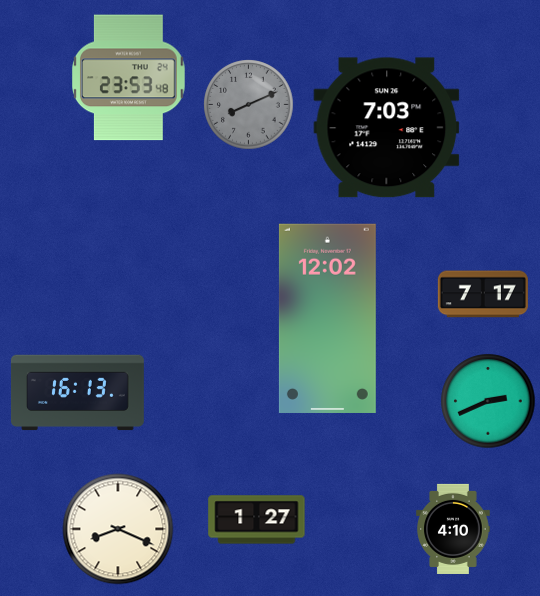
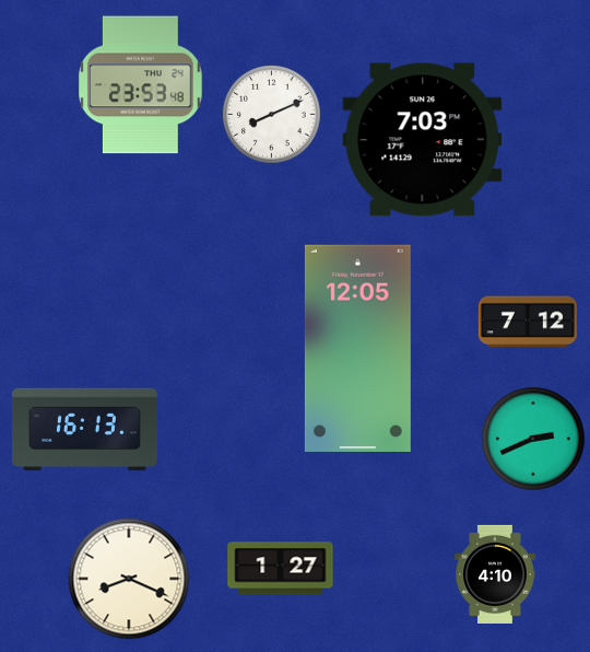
clock at (249, 105) dial: grey -> white
clock at (483, 294): 7:17 -> 7:12
clock at (327, 318): 12:02 -> 12:05
clock at (453, 529) position: (453, 529) -> (495, 574)
